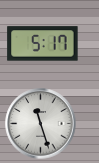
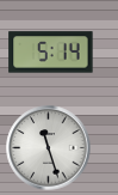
clock at (43, 44): 5:17 -> 5:14
